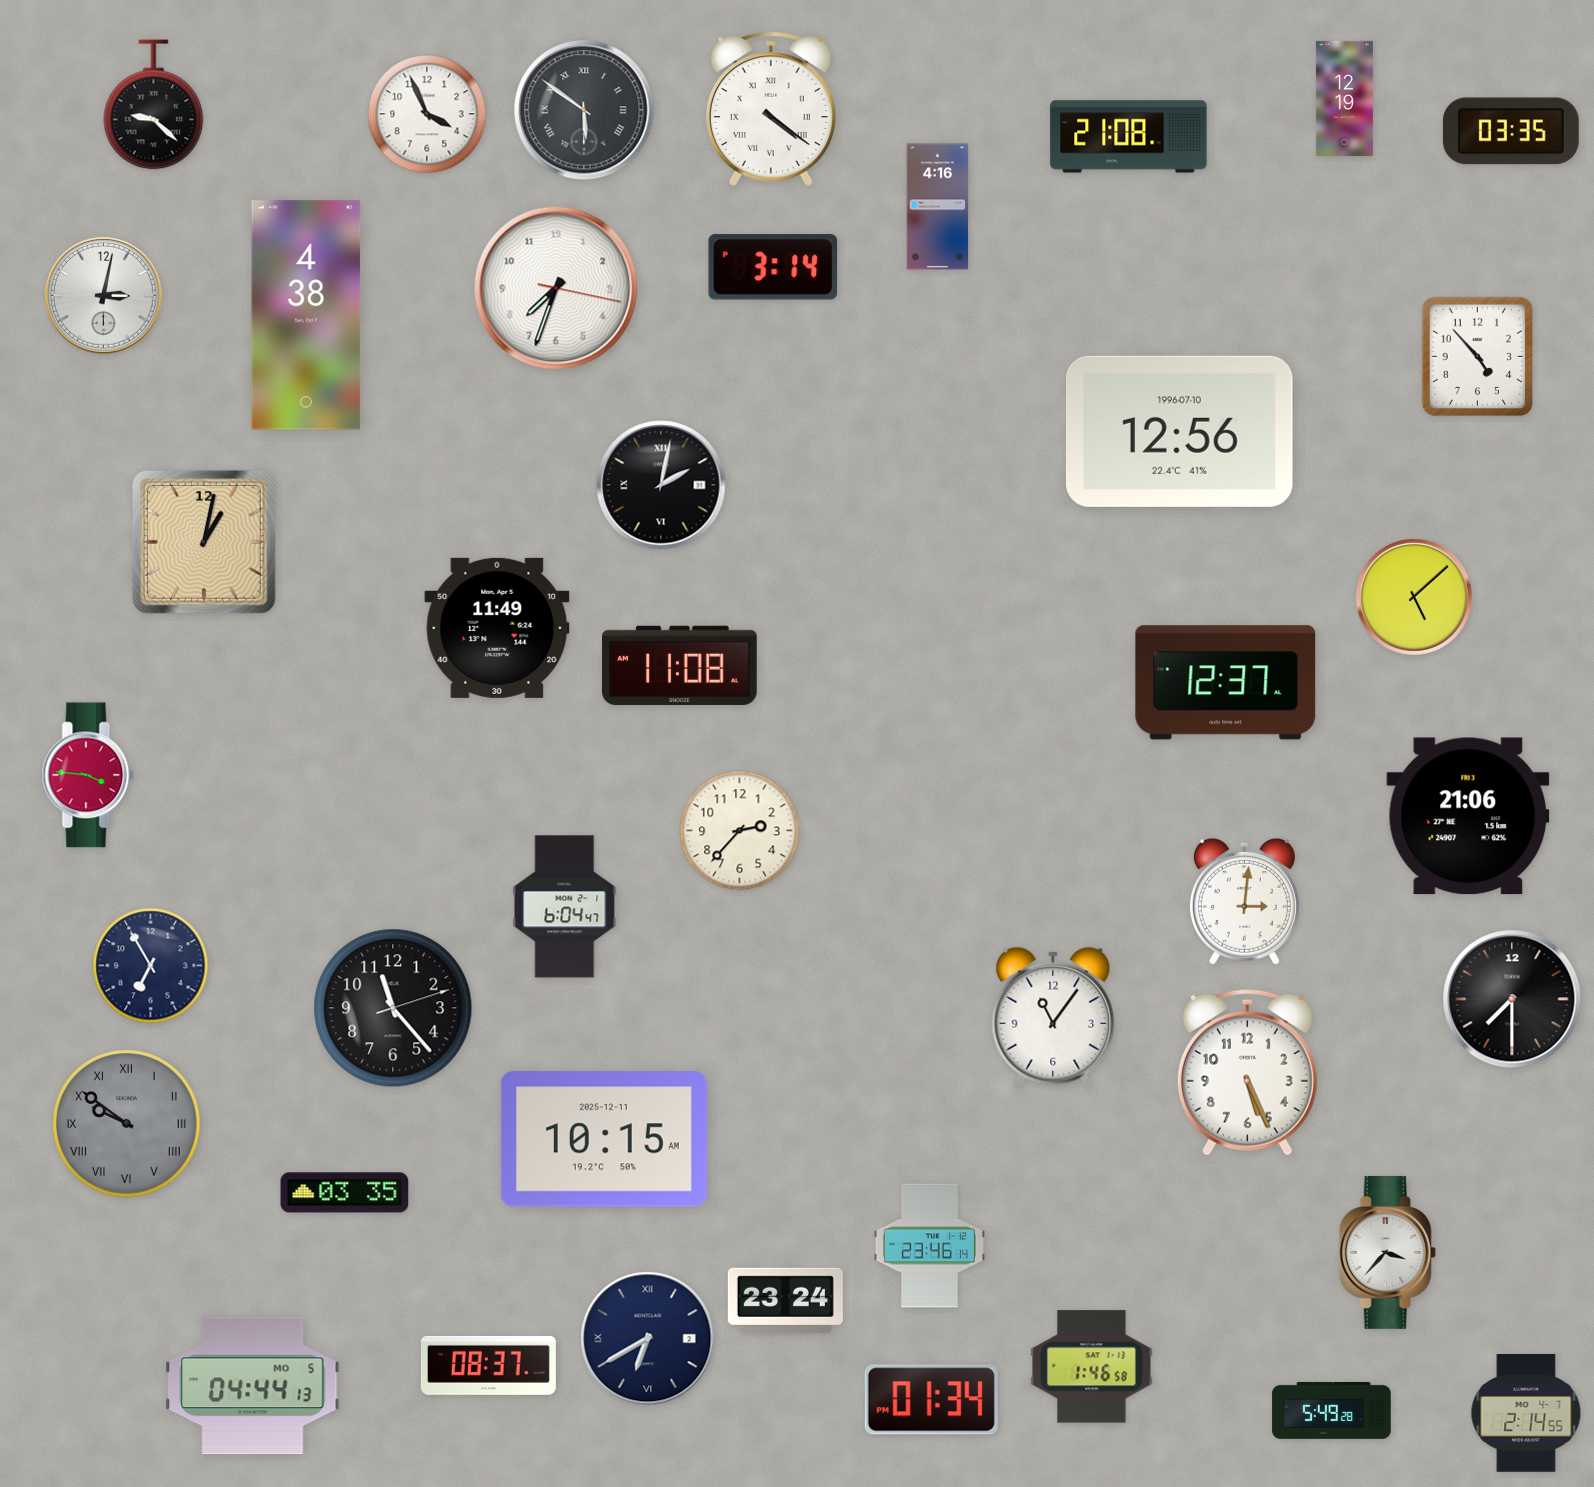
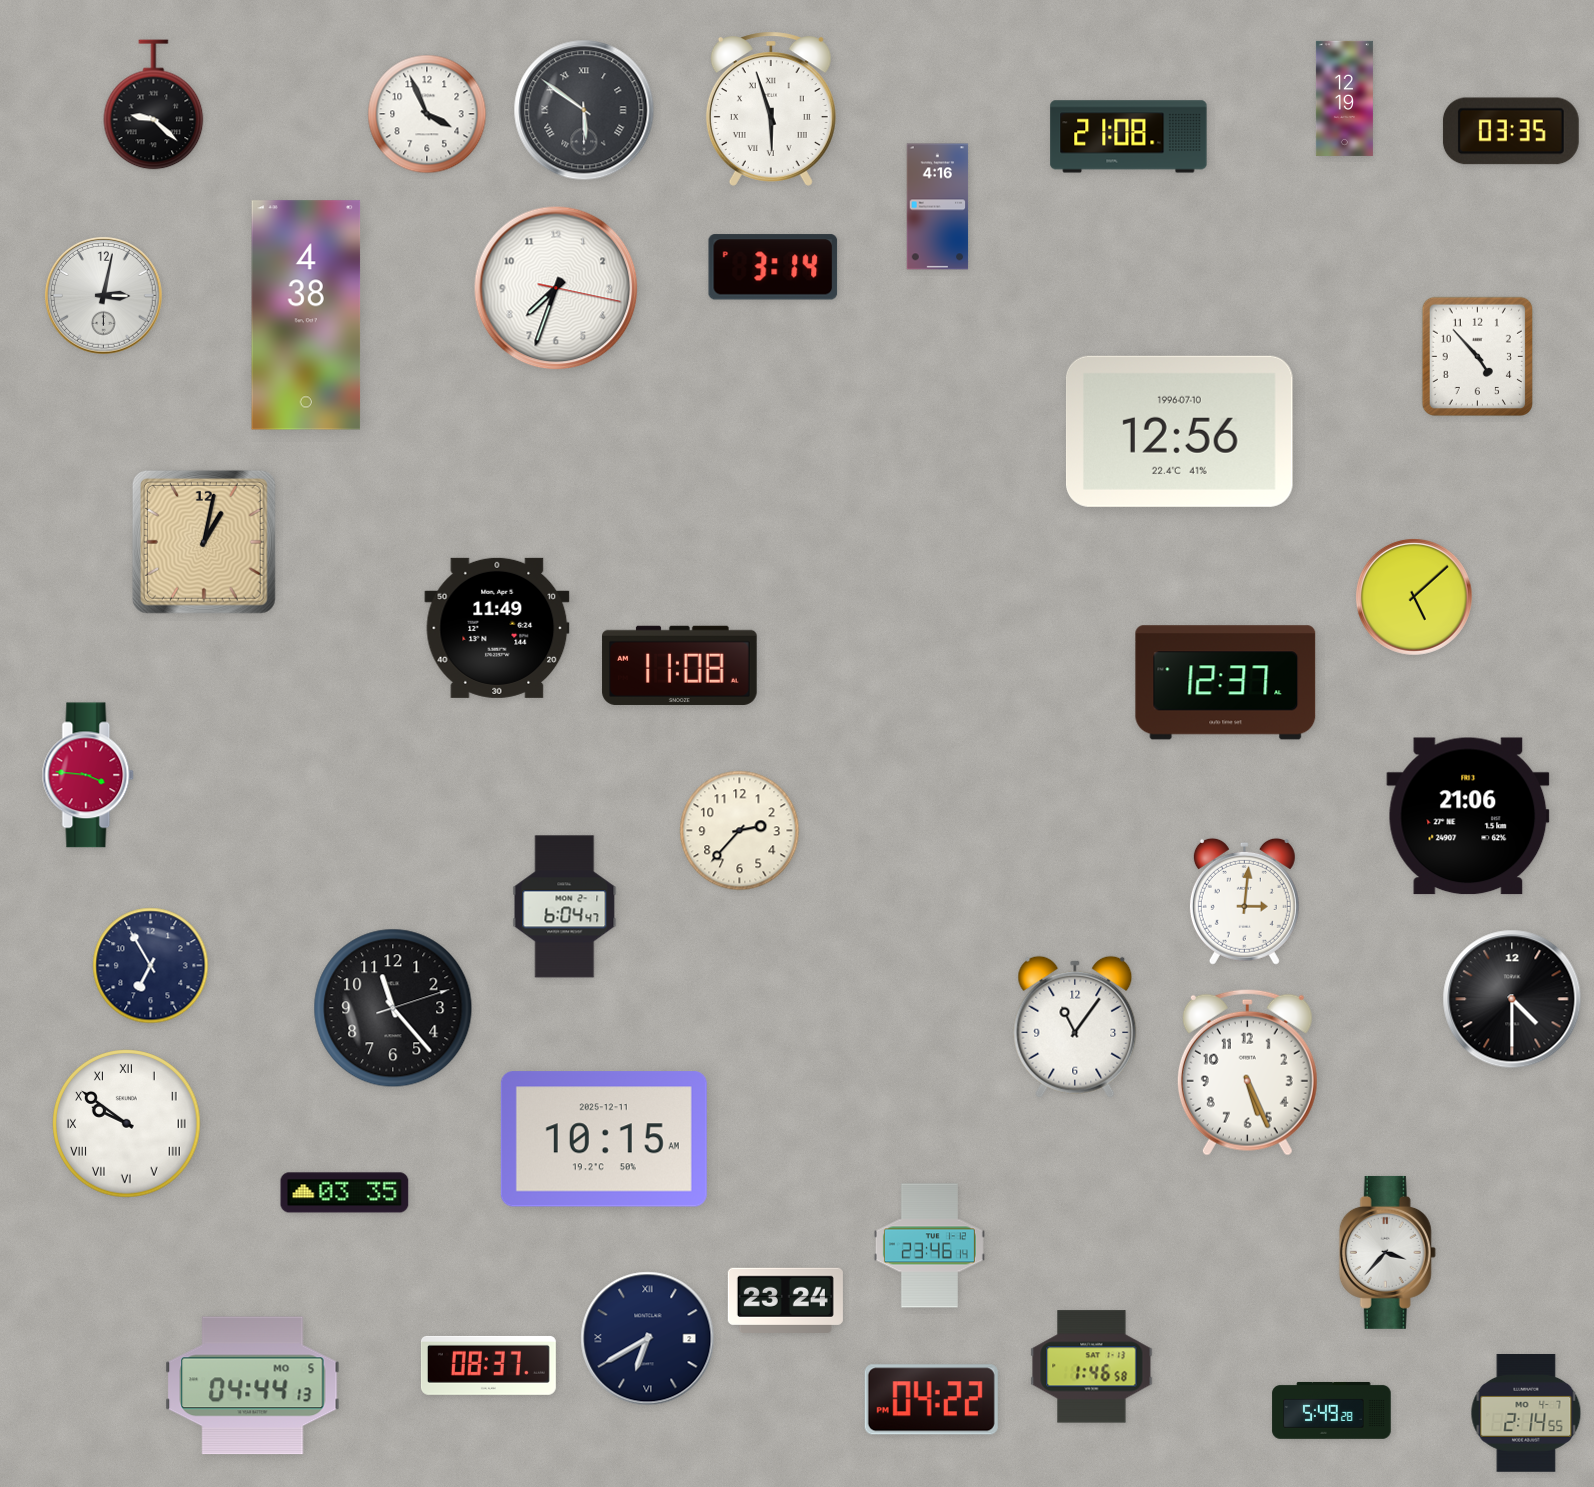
clock at (771, 109): 4:21 -> 5:57
clock at (661, 485): 2:02 -> none
clock at (1512, 999): 7:30 -> 4:30
clock at (1053, 1018) position: (1053, 1018) -> (1075, 1027)
clock at (127, 1124) dial: grey -> white
clock at (931, 1400): 01:34 -> 04:22
